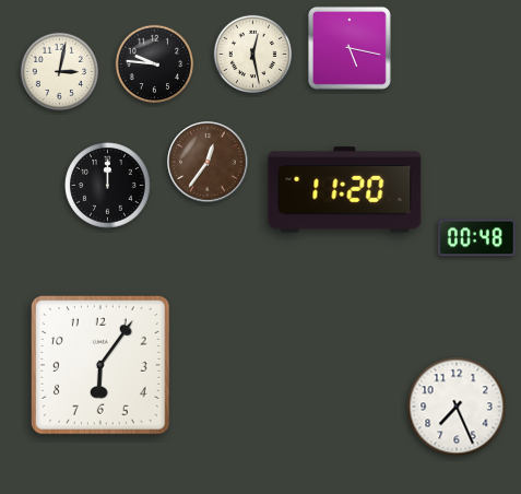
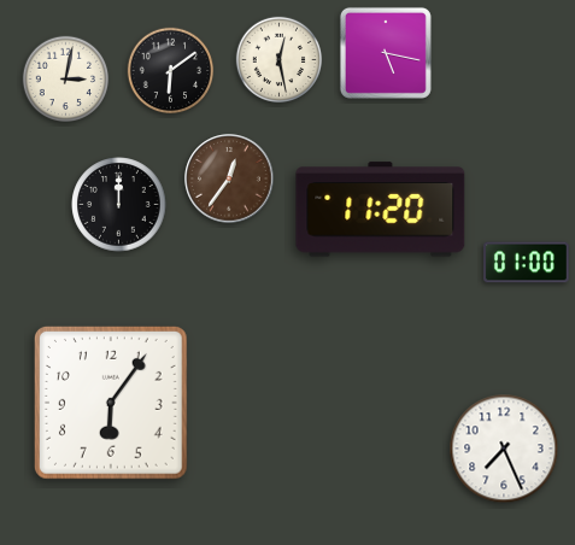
clock at (155, 64): 9:46 -> 6:09
clock at (477, 238): 00:48 -> 01:00
